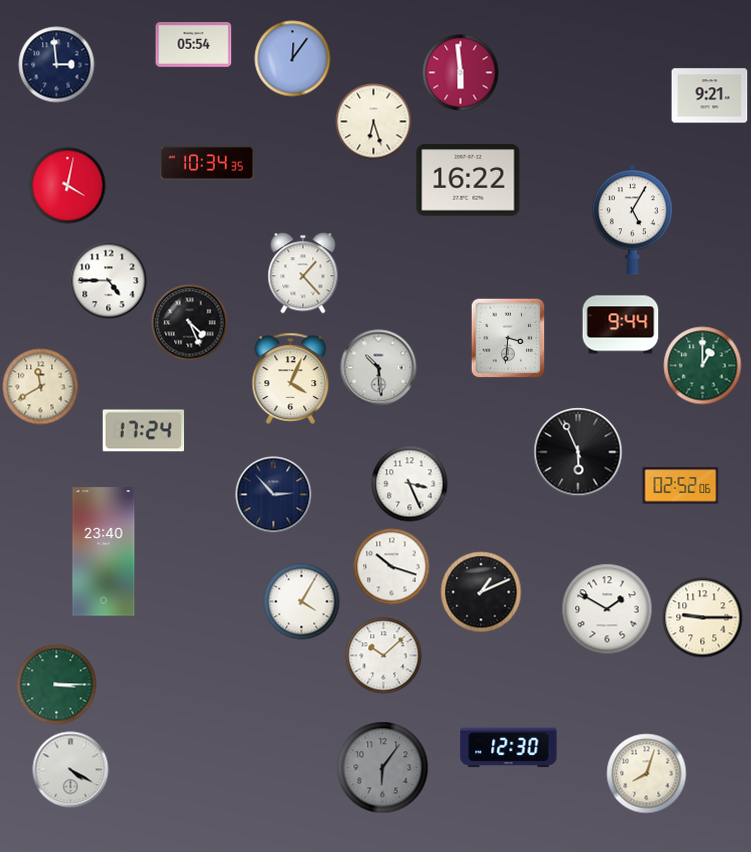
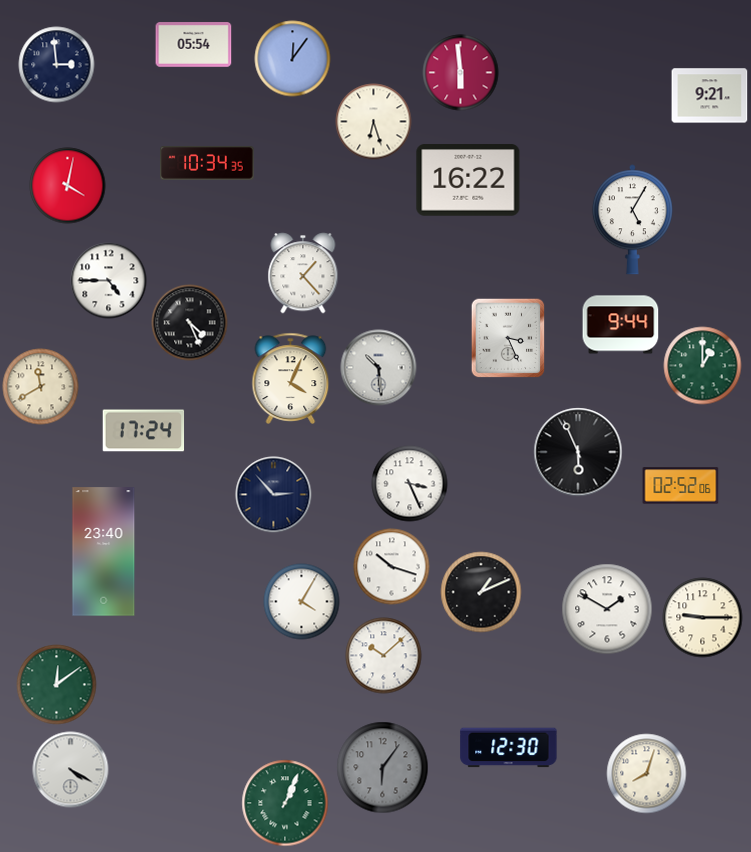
clock at (508, 338): 3:31 -> 3:26
clock at (57, 685): 3:15 -> 12:09
clock at (285, 803): none -> 1:04
